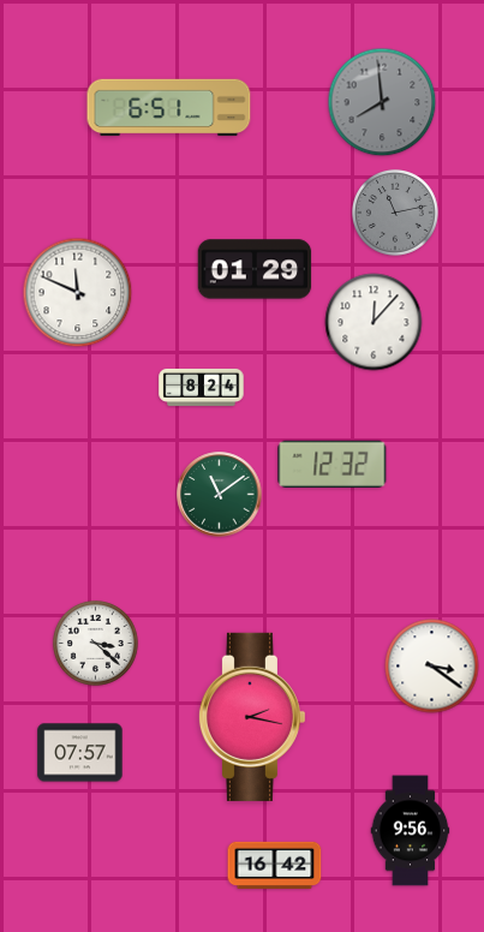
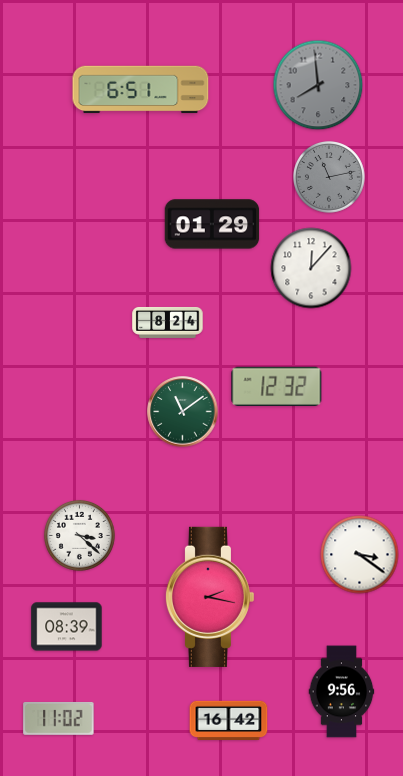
clock at (78, 293): 11:49 -> none
clock at (80, 753): 07:57 -> 08:39
clock at (59, 718): none -> 11:02
